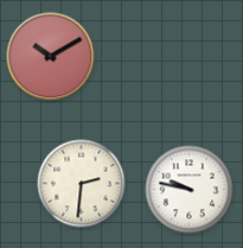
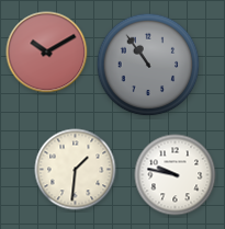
clock at (148, 65): none -> 10:54
clock at (82, 184): 2:31 -> 1:31
